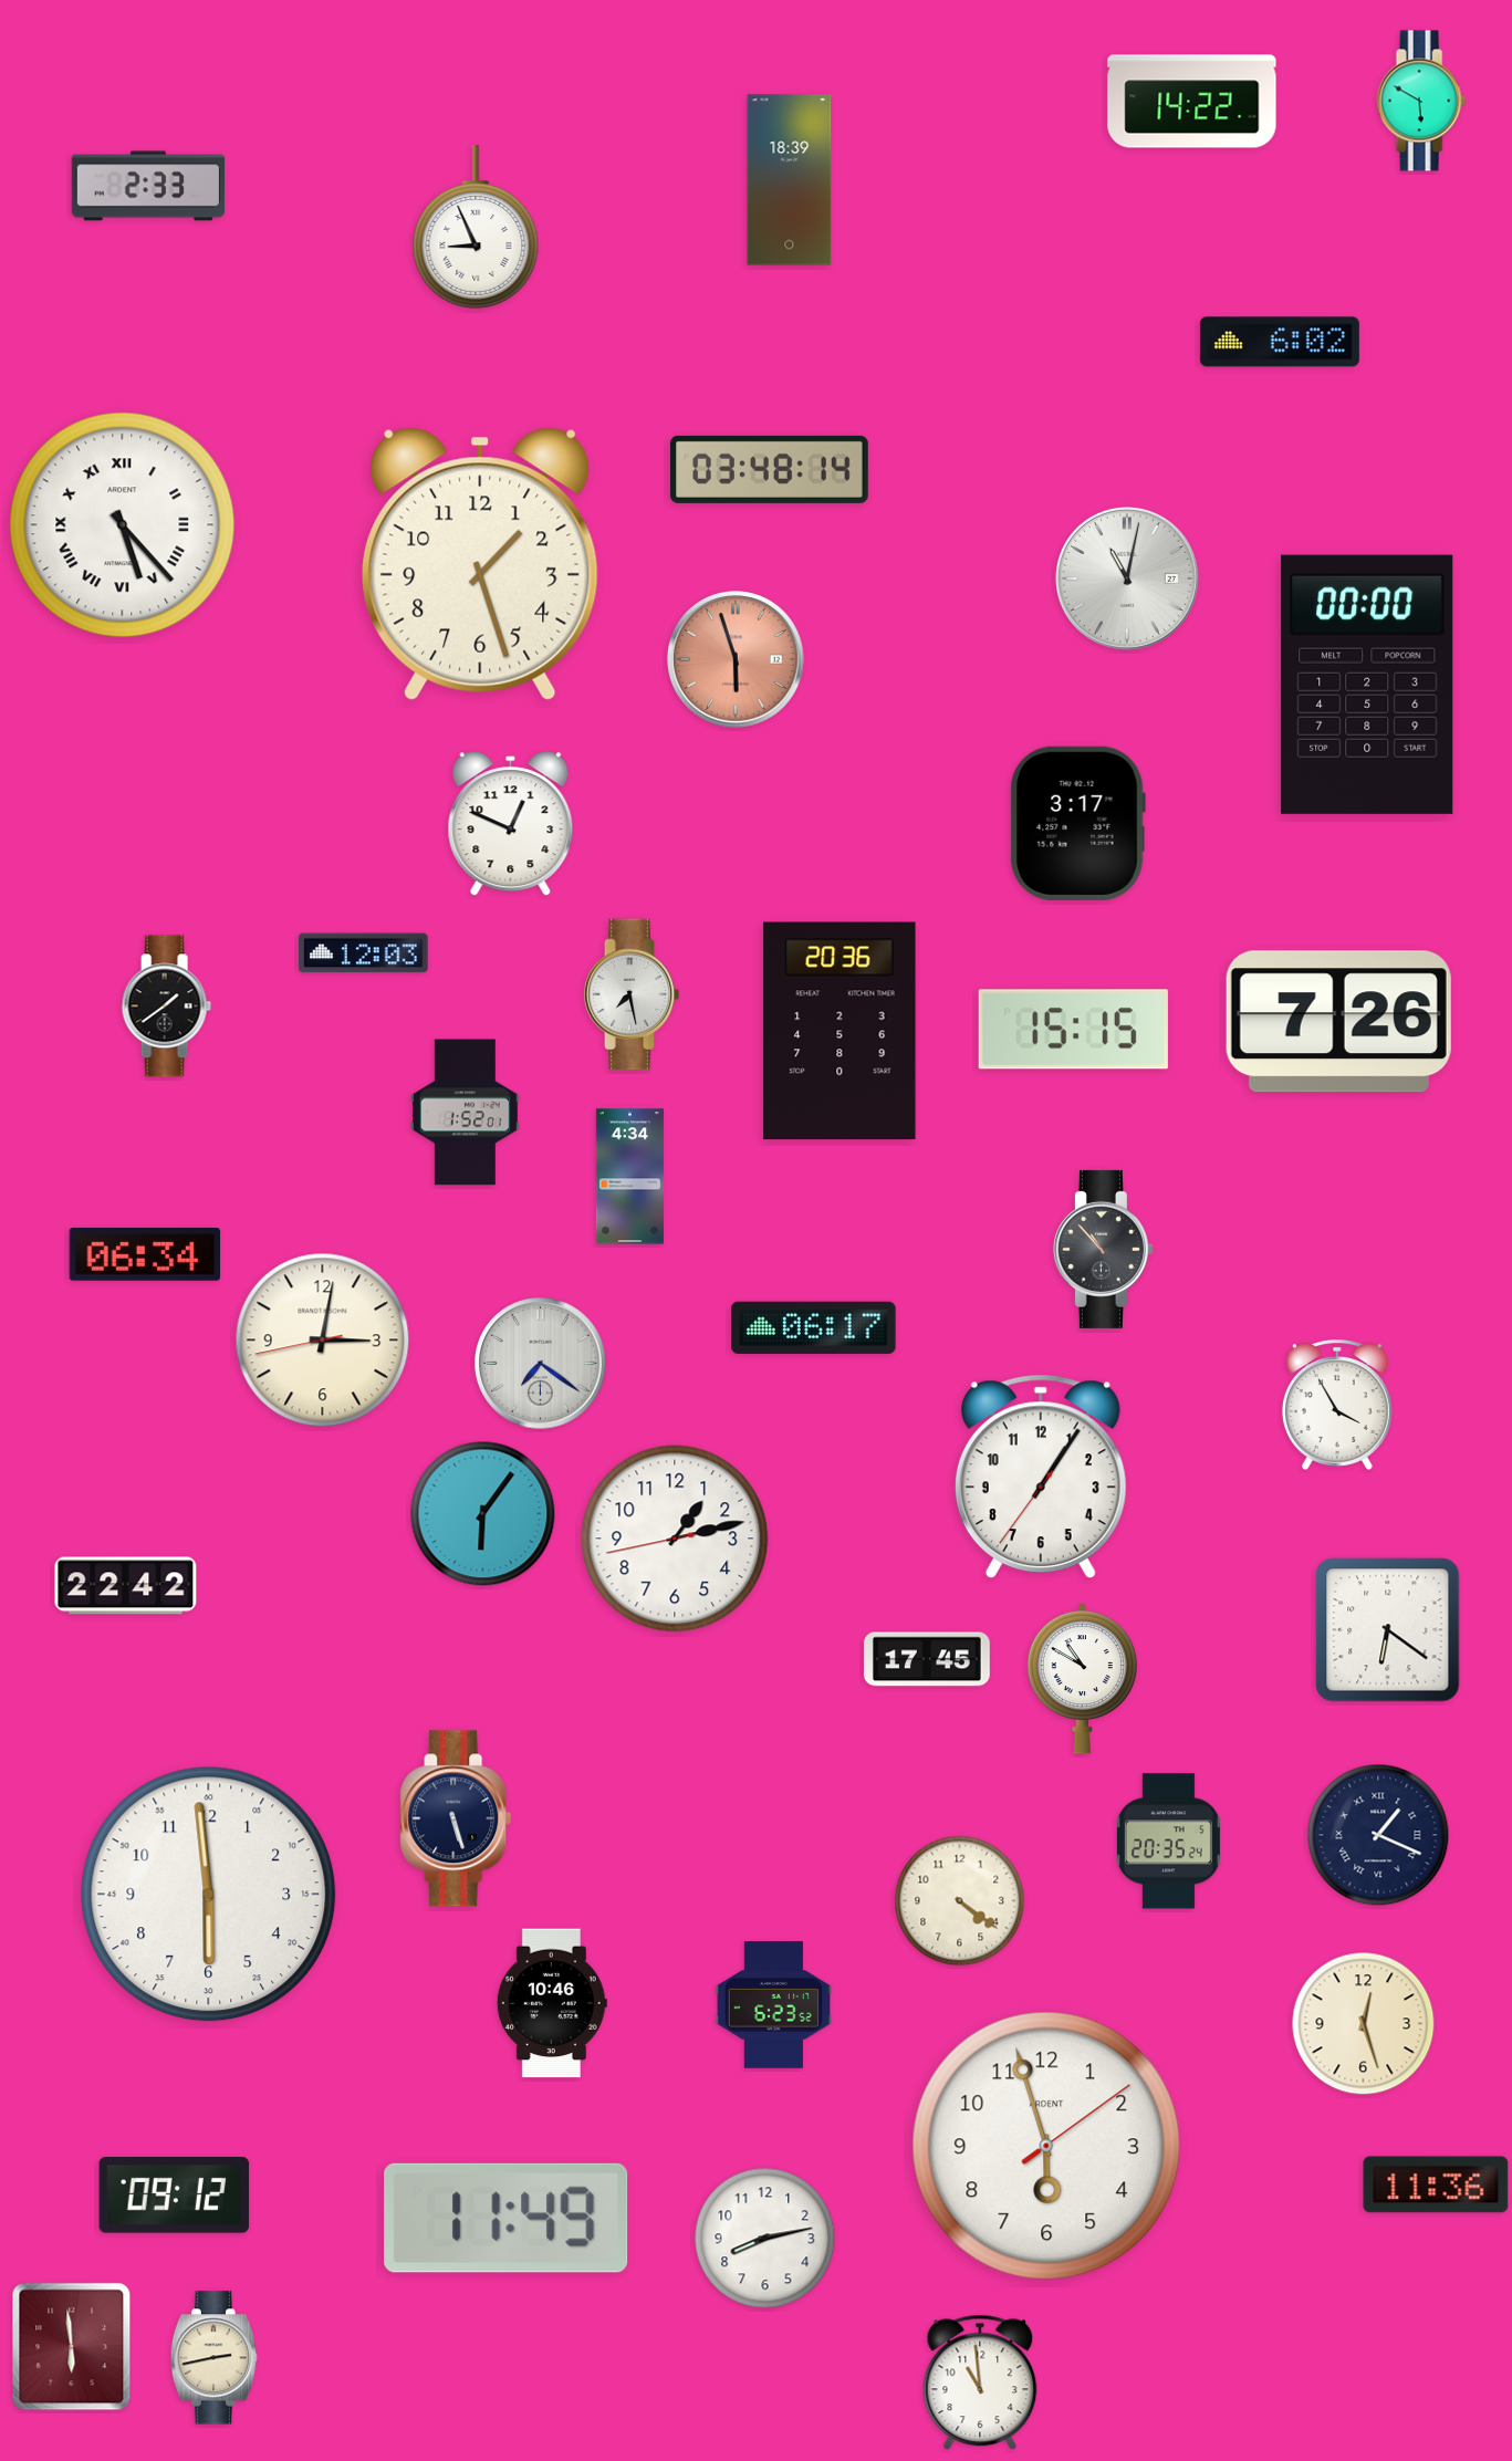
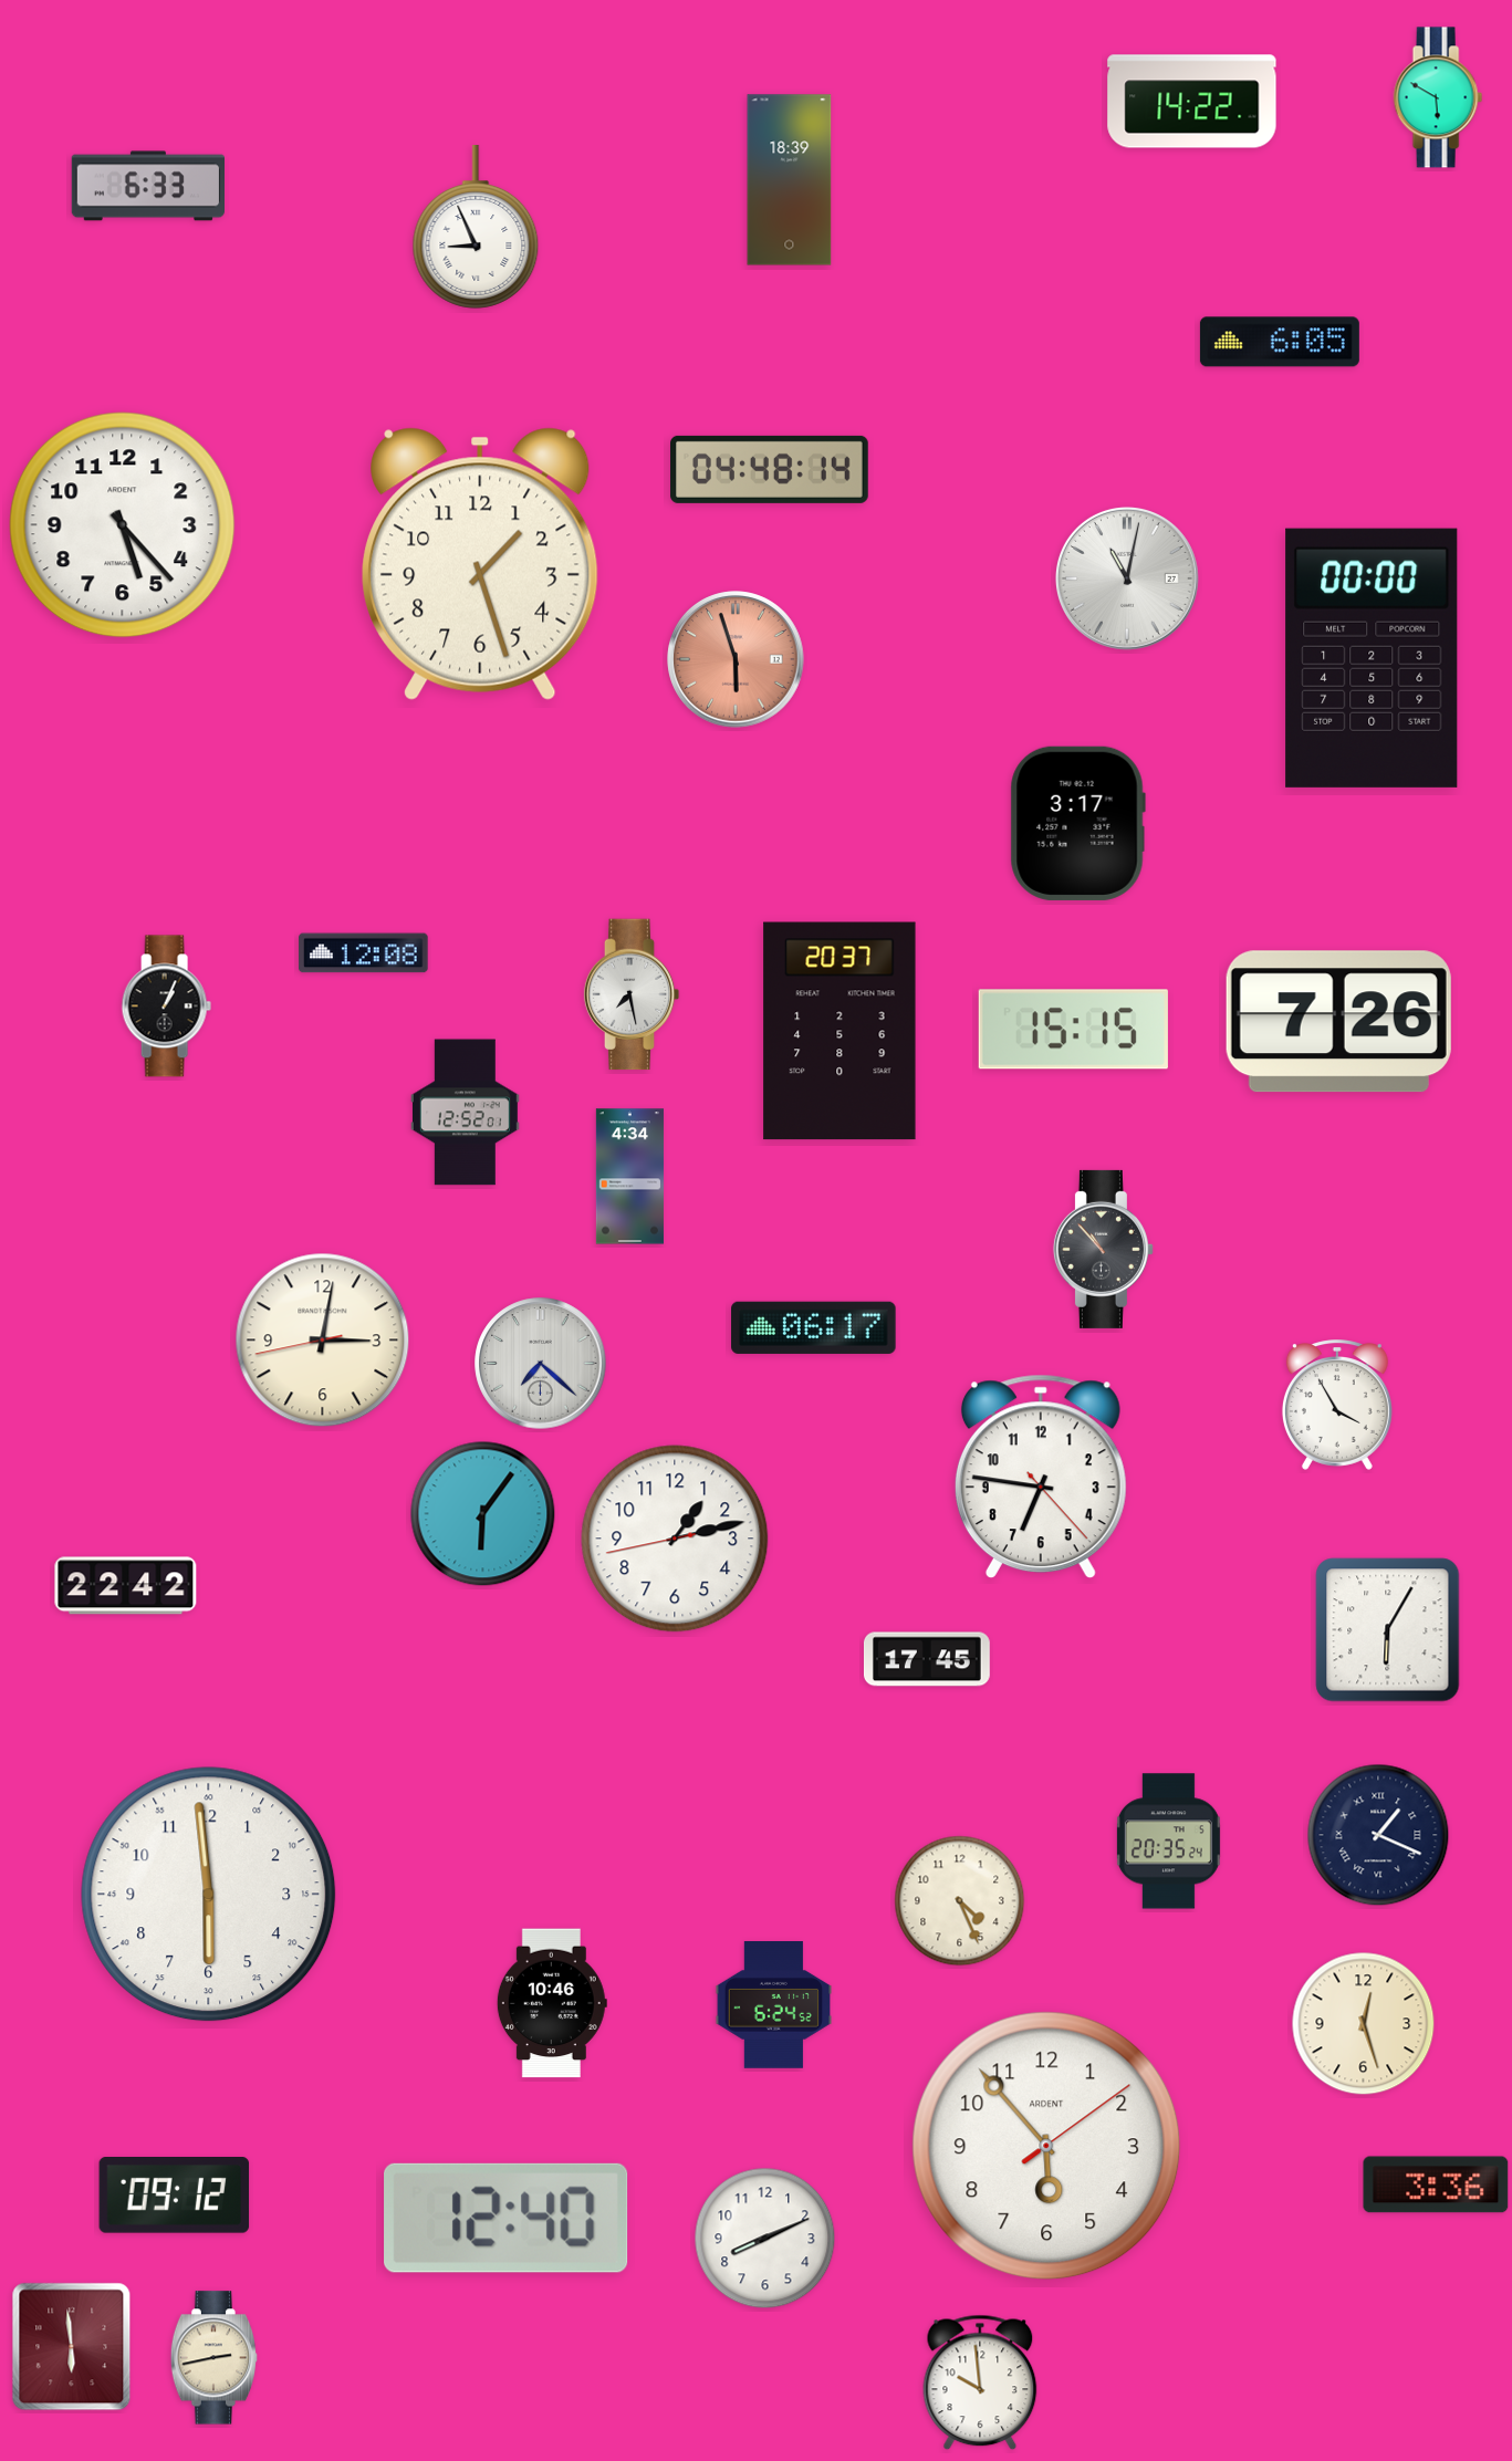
clock at (1421, 101) position: (1421, 101) -> (1438, 97)
clock at (147, 186): 2:33 -> 6:33
clock at (1280, 342): 6:02 -> 6:05
clock at (770, 469): 03:48 -> 04:48
clock at (123, 525) numerals: Roman -> Arabic
clock at (1367, 685) position: (1367, 685) -> (1372, 658)
clock at (511, 824): 12:49 -> none
clock at (364, 953): 12:03 -> 12:08
clock at (166, 1007): 1:39 -> 1:04
clock at (840, 1031): 20:36 -> 20:37
clock at (465, 1113): 1:52 -> 12:52
clock at (145, 1254): 06:34 -> none
clock at (541, 1364): 7:21 -> 7:22
clock at (1041, 1477): 1:05 -> 6:46
clock at (1388, 1630): 6:21 -> 6:05
clock at (1082, 1679): 10:50 -> none
clock at (456, 1818): 5:27 -> none
clock at (960, 1901): 4:21 -> 4:26
clock at (773, 2005): 6:23 -> 6:24
clock at (1046, 2146): 5:57 -> 5:53
clock at (1436, 2184): 11:36 -> 3:36
clock at (507, 2218): 11:49 -> 12:40
clock at (765, 2239): 8:13 -> 8:11
clock at (980, 2382): 10:59 -> 9:59
